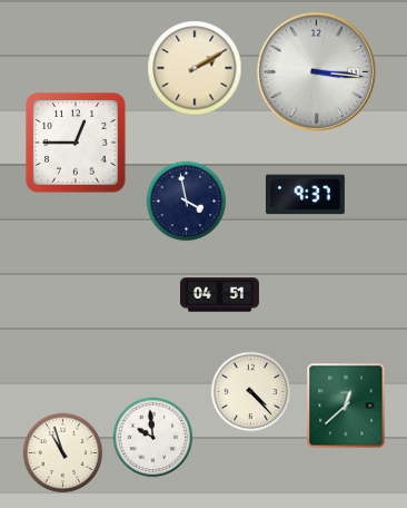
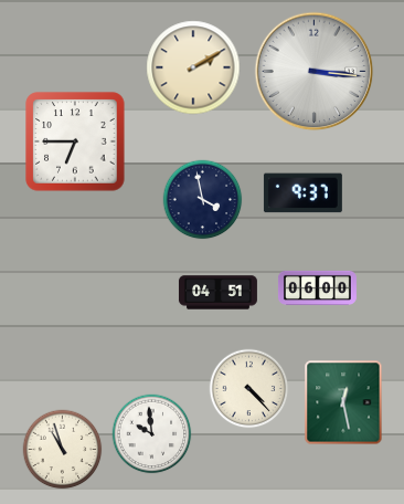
clock at (76, 143): 12:45 -> 6:45
clock at (187, 202) position: (187, 202) -> (203, 200)
clock at (317, 287): none -> 06:00
clock at (346, 406): 12:38 -> 12:28
